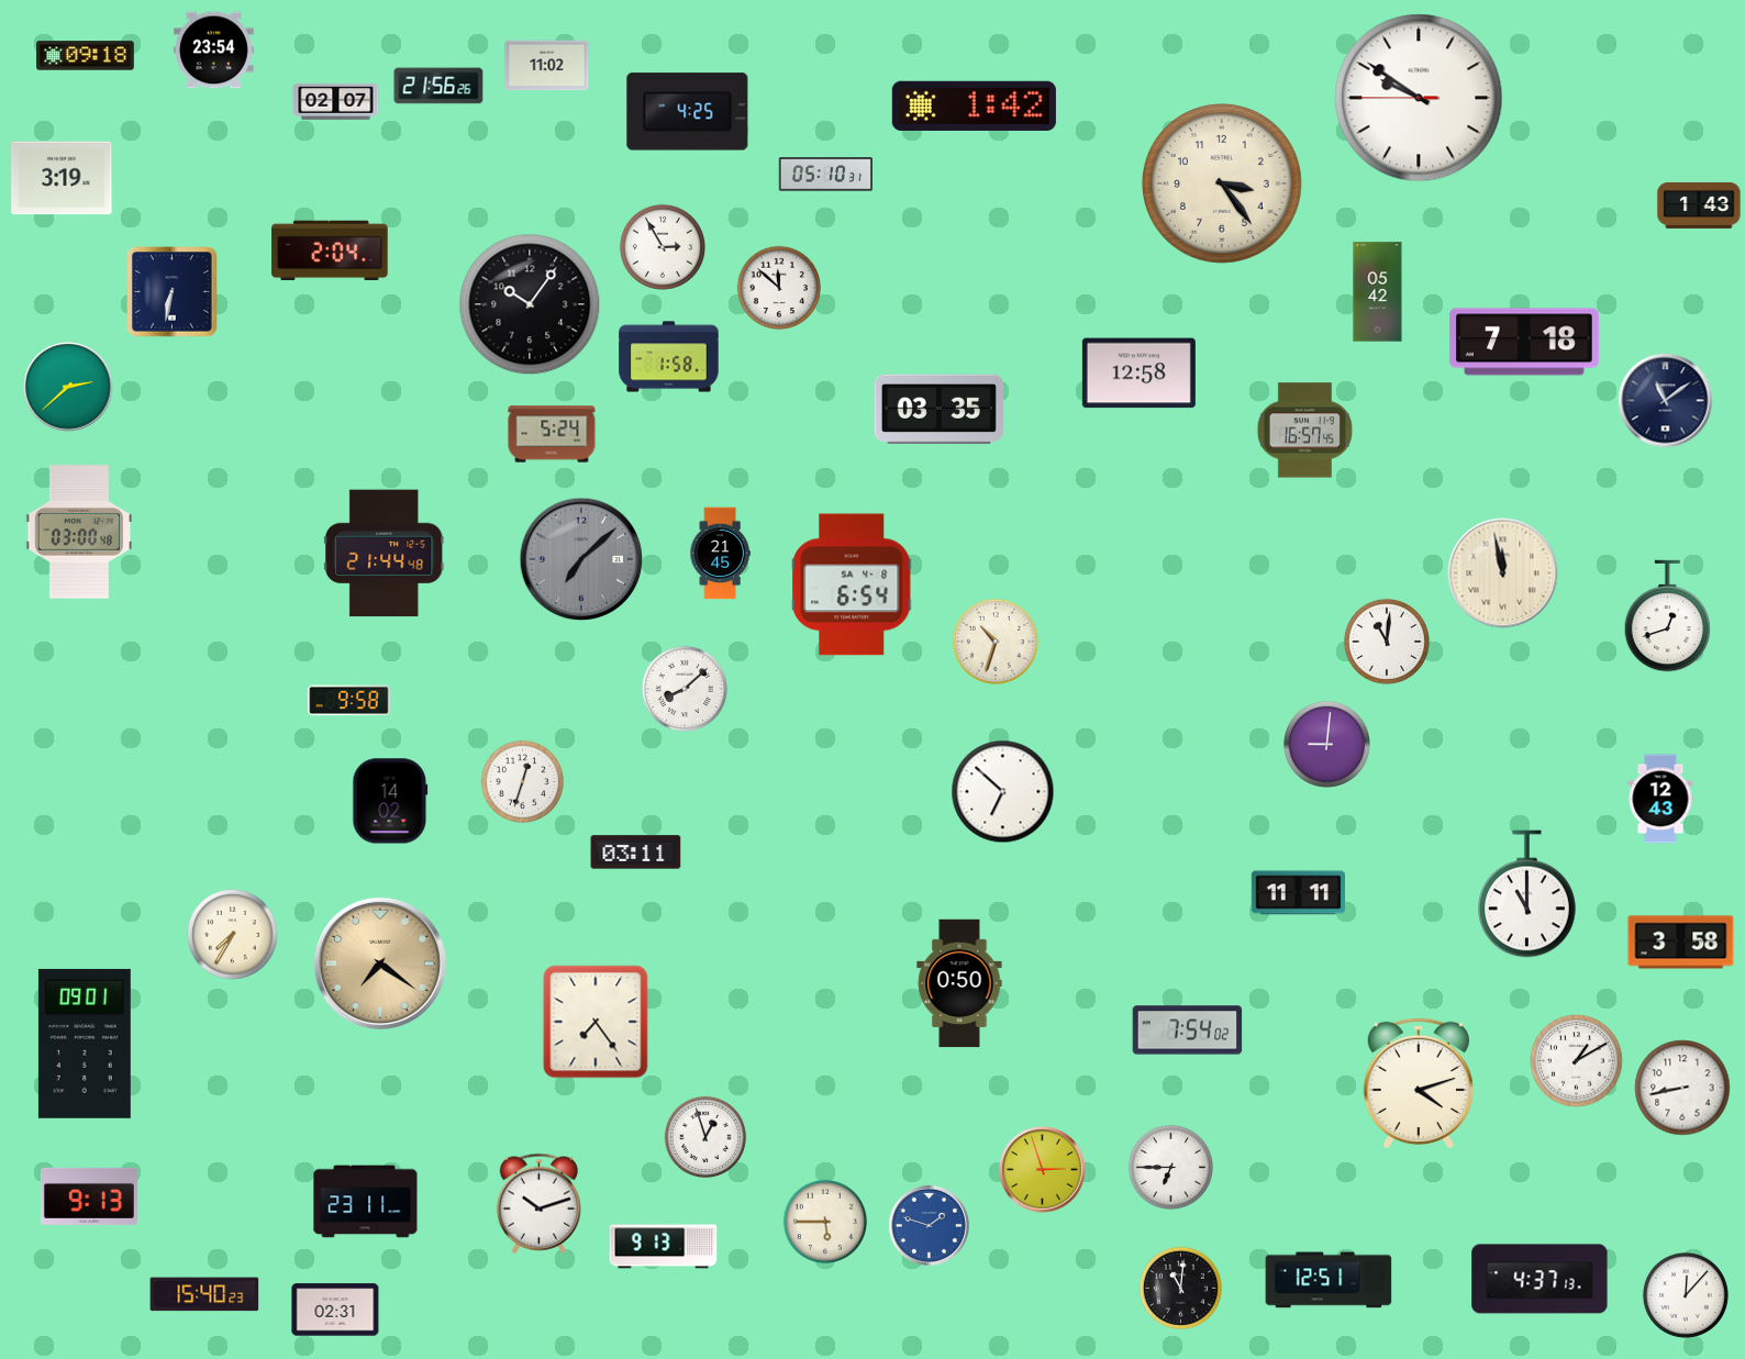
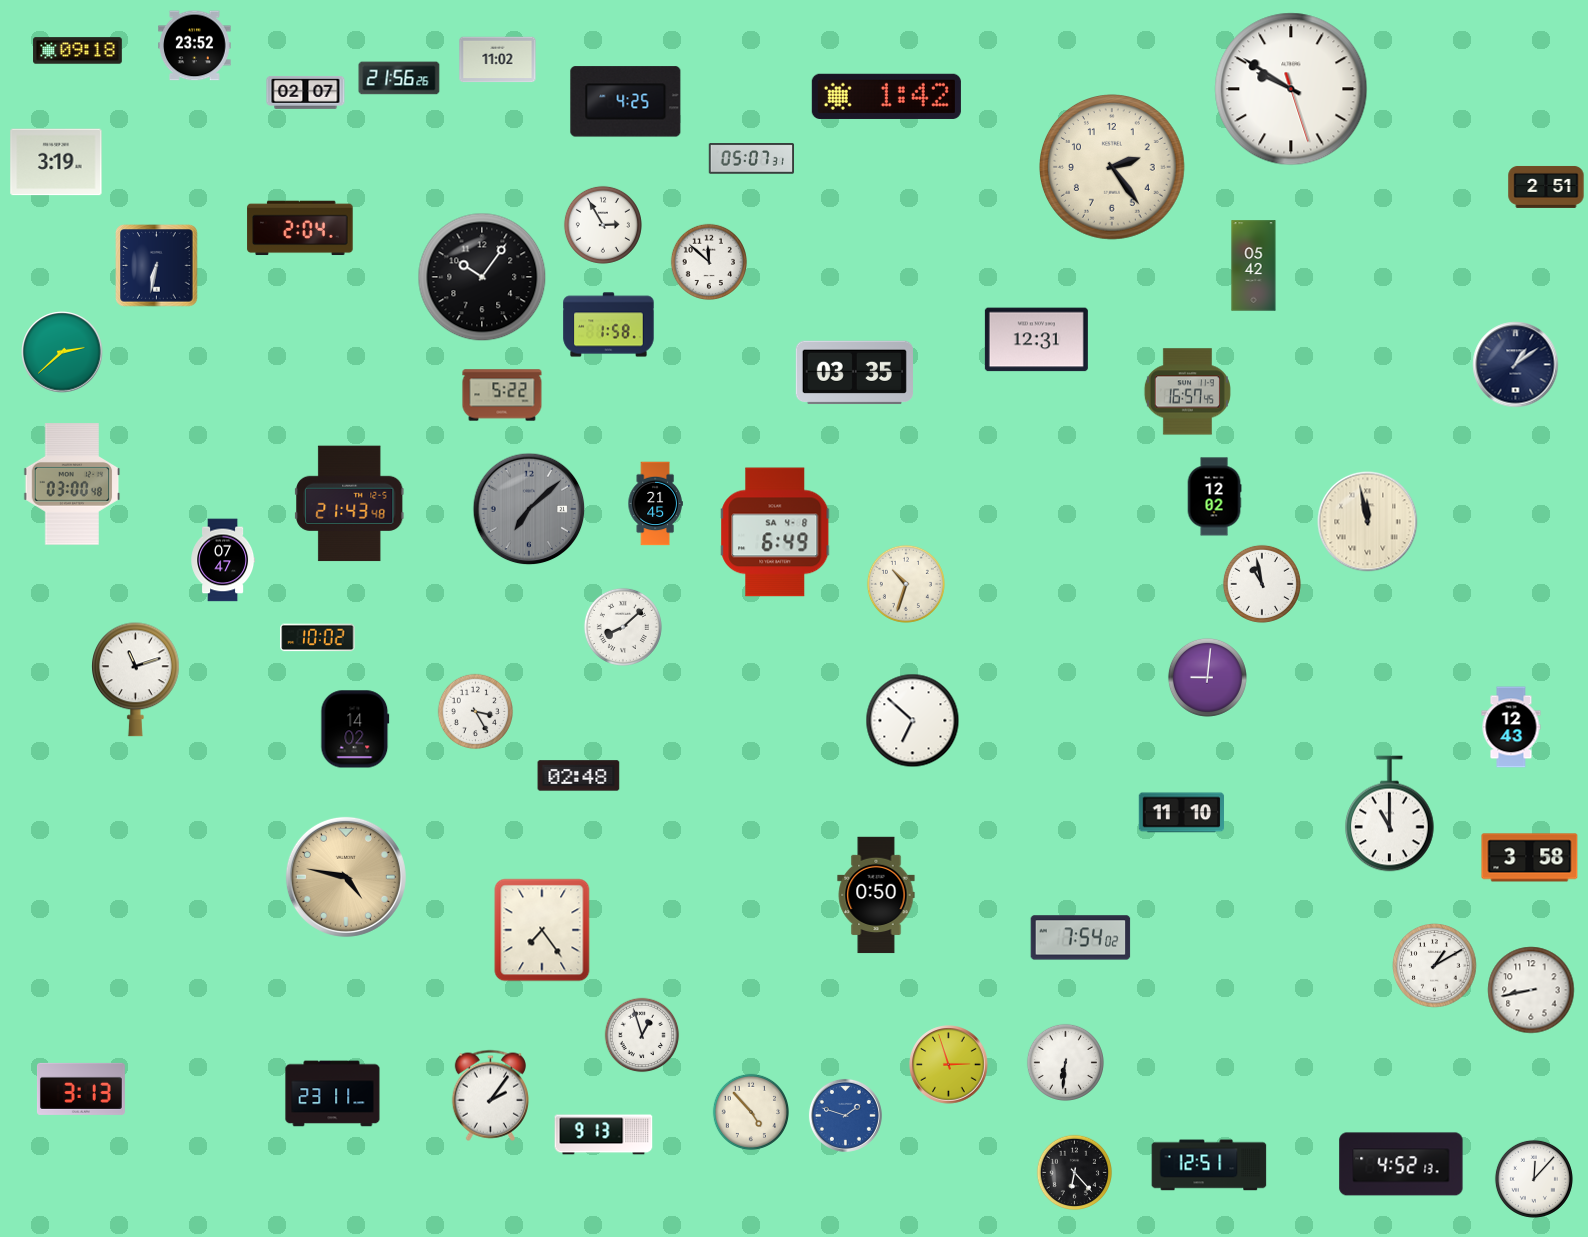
clock at (214, 51): 23:54 -> 23:52
clock at (1419, 98): 9:50:45 -> 9:50:27
clock at (825, 175): 05:10 -> 05:07
clock at (1223, 185): 3:24 -> 2:24
clock at (1699, 205): 1:43 -> 2:51
clock at (1524, 342): 7:18 -> none
clock at (1138, 374): 12:58 -> 12:31
clock at (1666, 401): 11:09 -> 1:09
clock at (552, 434): 5:24 -> 5:22
clock at (1214, 497): none -> 12:02
clock at (385, 554): 21:44 -> 21:43
clock at (853, 584): 6:54 -> 6:49
clock at (223, 560): none -> 07:47
clock at (1668, 616): 12:42 -> none
clock at (1387, 642): 11:01 -> 10:58
clock at (349, 701): 9:58 -> 10:02
clock at (136, 680): none -> 11:12
clock at (523, 782): 12:33 -> 3:25
clock at (636, 853): 03:11 -> 02:48
clock at (1298, 893): 11:11 -> 11:10
clock at (233, 935): 7:35 -> none
clock at (380, 963): 7:21 -> 4:47
clock at (959, 983) position: (959, 983) -> (876, 895)
clock at (85, 1044): 09:01 -> none
clock at (1419, 1083): 4:12 -> none
clock at (1170, 1167): 6:45 -> 6:31
clock at (89, 1196): 9:13 -> 3:13
clock at (538, 1203): 10:12 -> 2:06
clock at (824, 1221): 5:45 -> 4:53
clock at (1540, 1279): 4:37 -> 4:52
clock at (1181, 1289): 11:01 -> 6:23
clock at (204, 1294): 15:40 -> none
clock at (335, 1310): 02:31 -> none
